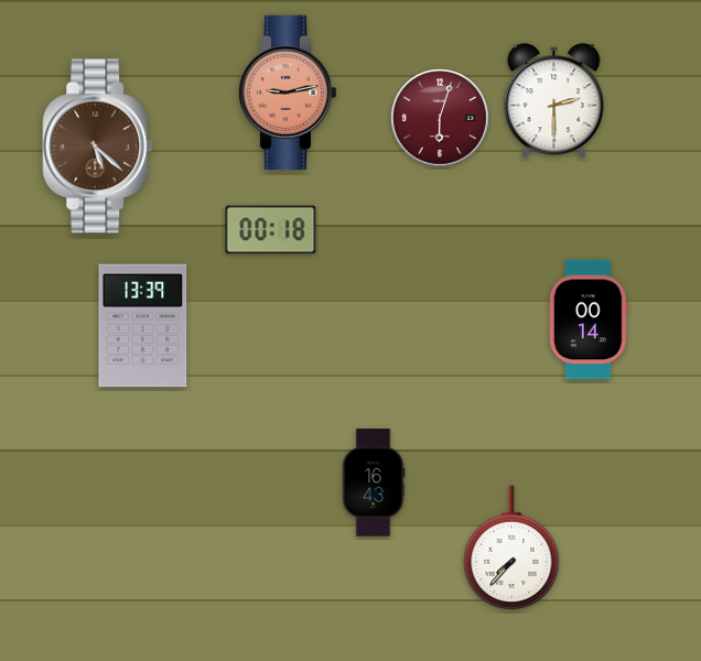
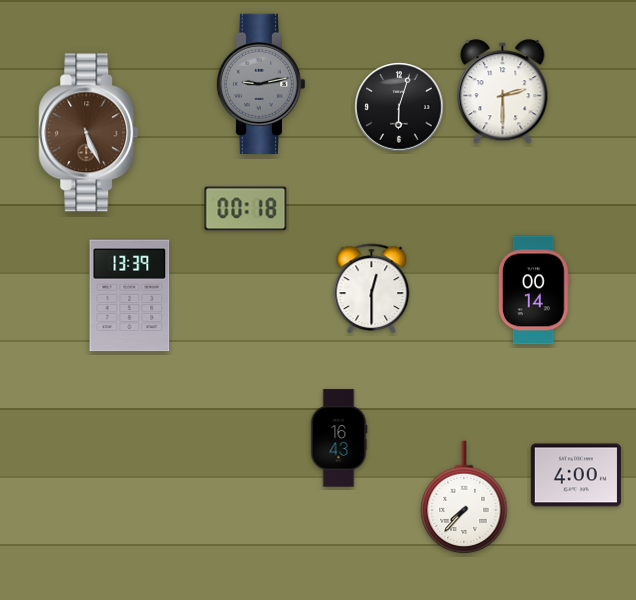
clock at (288, 91) dial: salmon -> grey
clock at (440, 118) dial: burgundy -> black
clock at (98, 147): 5:22 -> 5:26
clock at (372, 288): none -> 12:30
clock at (576, 475): none -> 4:00
